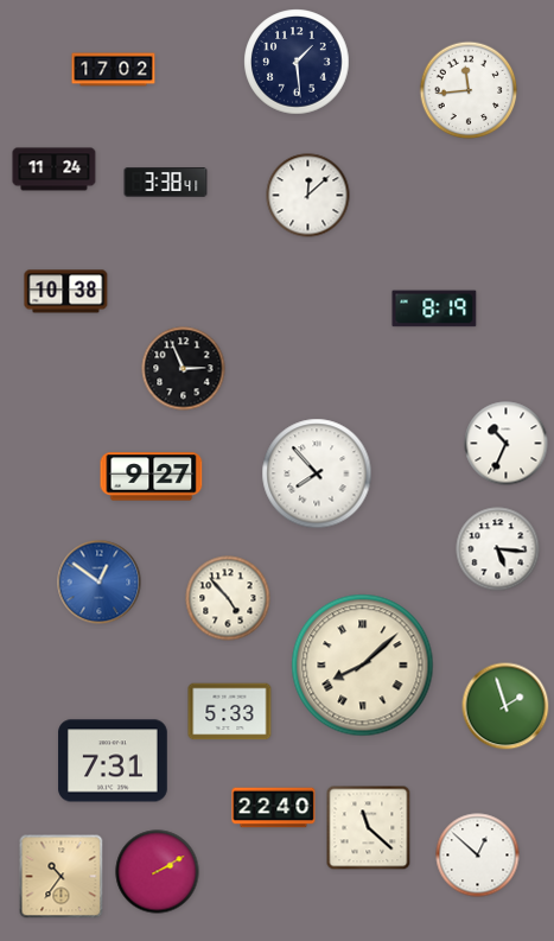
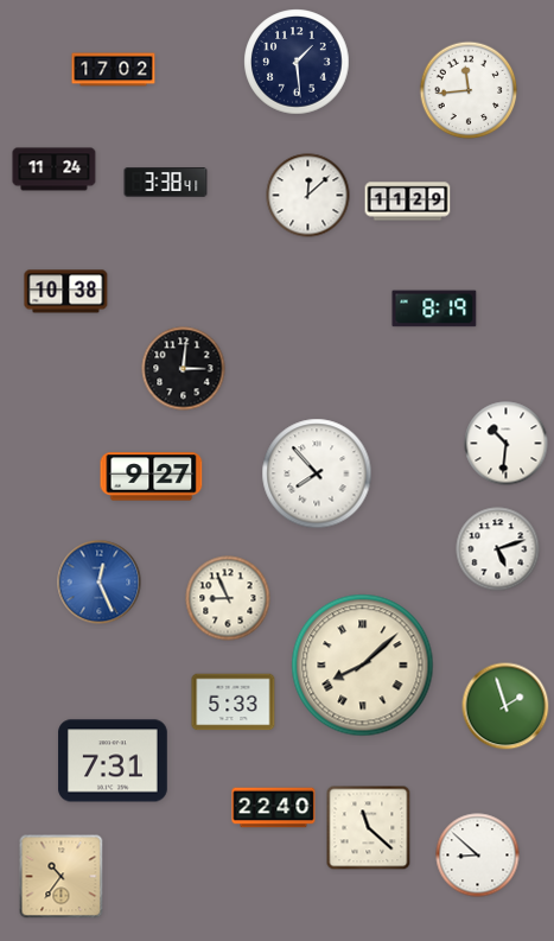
clock at (408, 202): none -> 11:29
clock at (184, 369): 2:56 -> 3:01
clock at (507, 444): 10:34 -> 10:31
clock at (498, 549): 5:16 -> 5:12
clock at (100, 583): 12:51 -> 12:26
clock at (228, 598): 4:53 -> 8:56
clock at (230, 712) position: (230, 712) -> (234, 702)
clock at (478, 856): 12:52 -> 8:52
clock at (158, 872): 2:10 -> none
